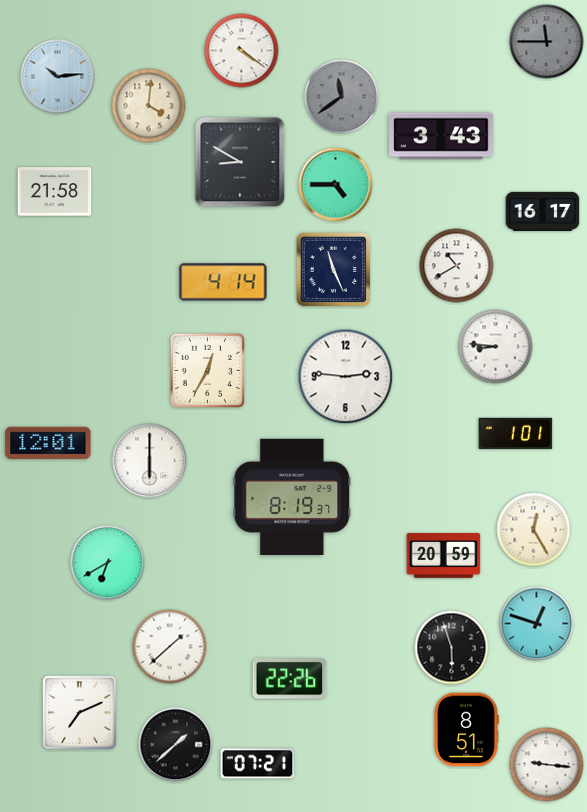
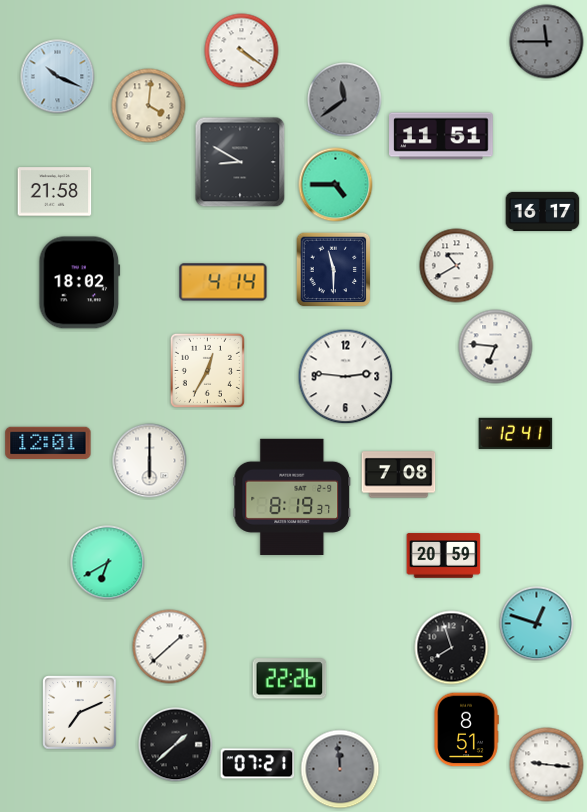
clock at (58, 77): 10:14 -> 10:19
clock at (342, 97) position: (342, 97) -> (345, 100)
clock at (442, 136): 3:43 -> 11:51
clock at (334, 270): 11:26 -> 11:30
clock at (80, 283): none -> 18:02
clock at (496, 347): 8:46 -> 6:46
clock at (516, 433): 1:01 -> 12:41
clock at (399, 475): none -> 7:08
clock at (534, 530): 12:25 -> none
clock at (452, 648): 5:57 -> 7:57
clock at (340, 769): none -> 11:59
